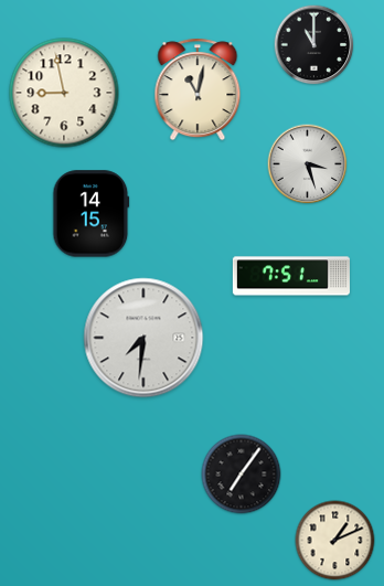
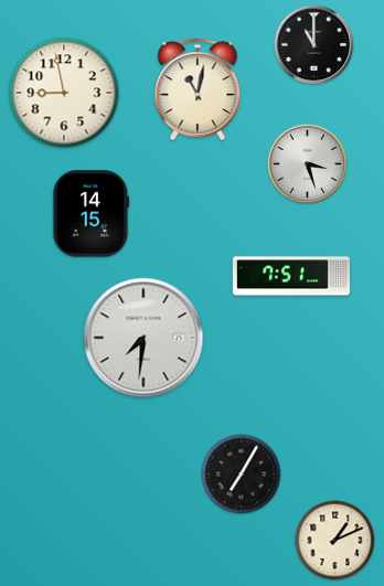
clock at (242, 475): 7:06 -> 7:05
